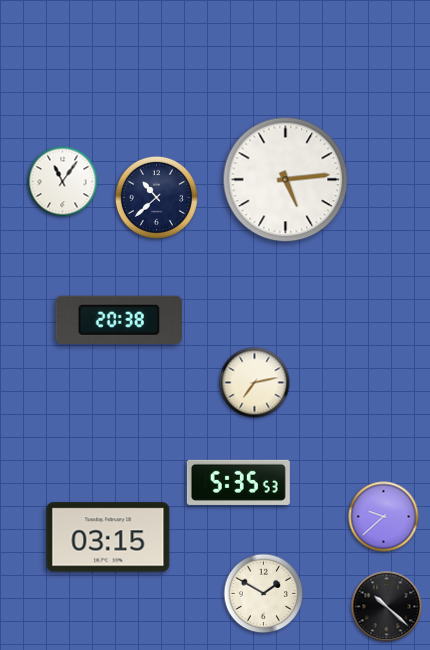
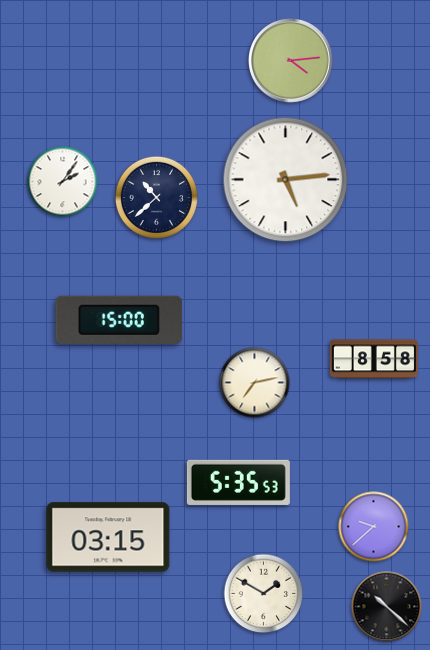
clock at (291, 61): none -> 4:14
clock at (63, 182): 11:06 -> 2:06
clock at (119, 320): 20:38 -> 15:00
clock at (374, 359): none -> 8:58
clock at (384, 517) position: (384, 517) -> (374, 527)
